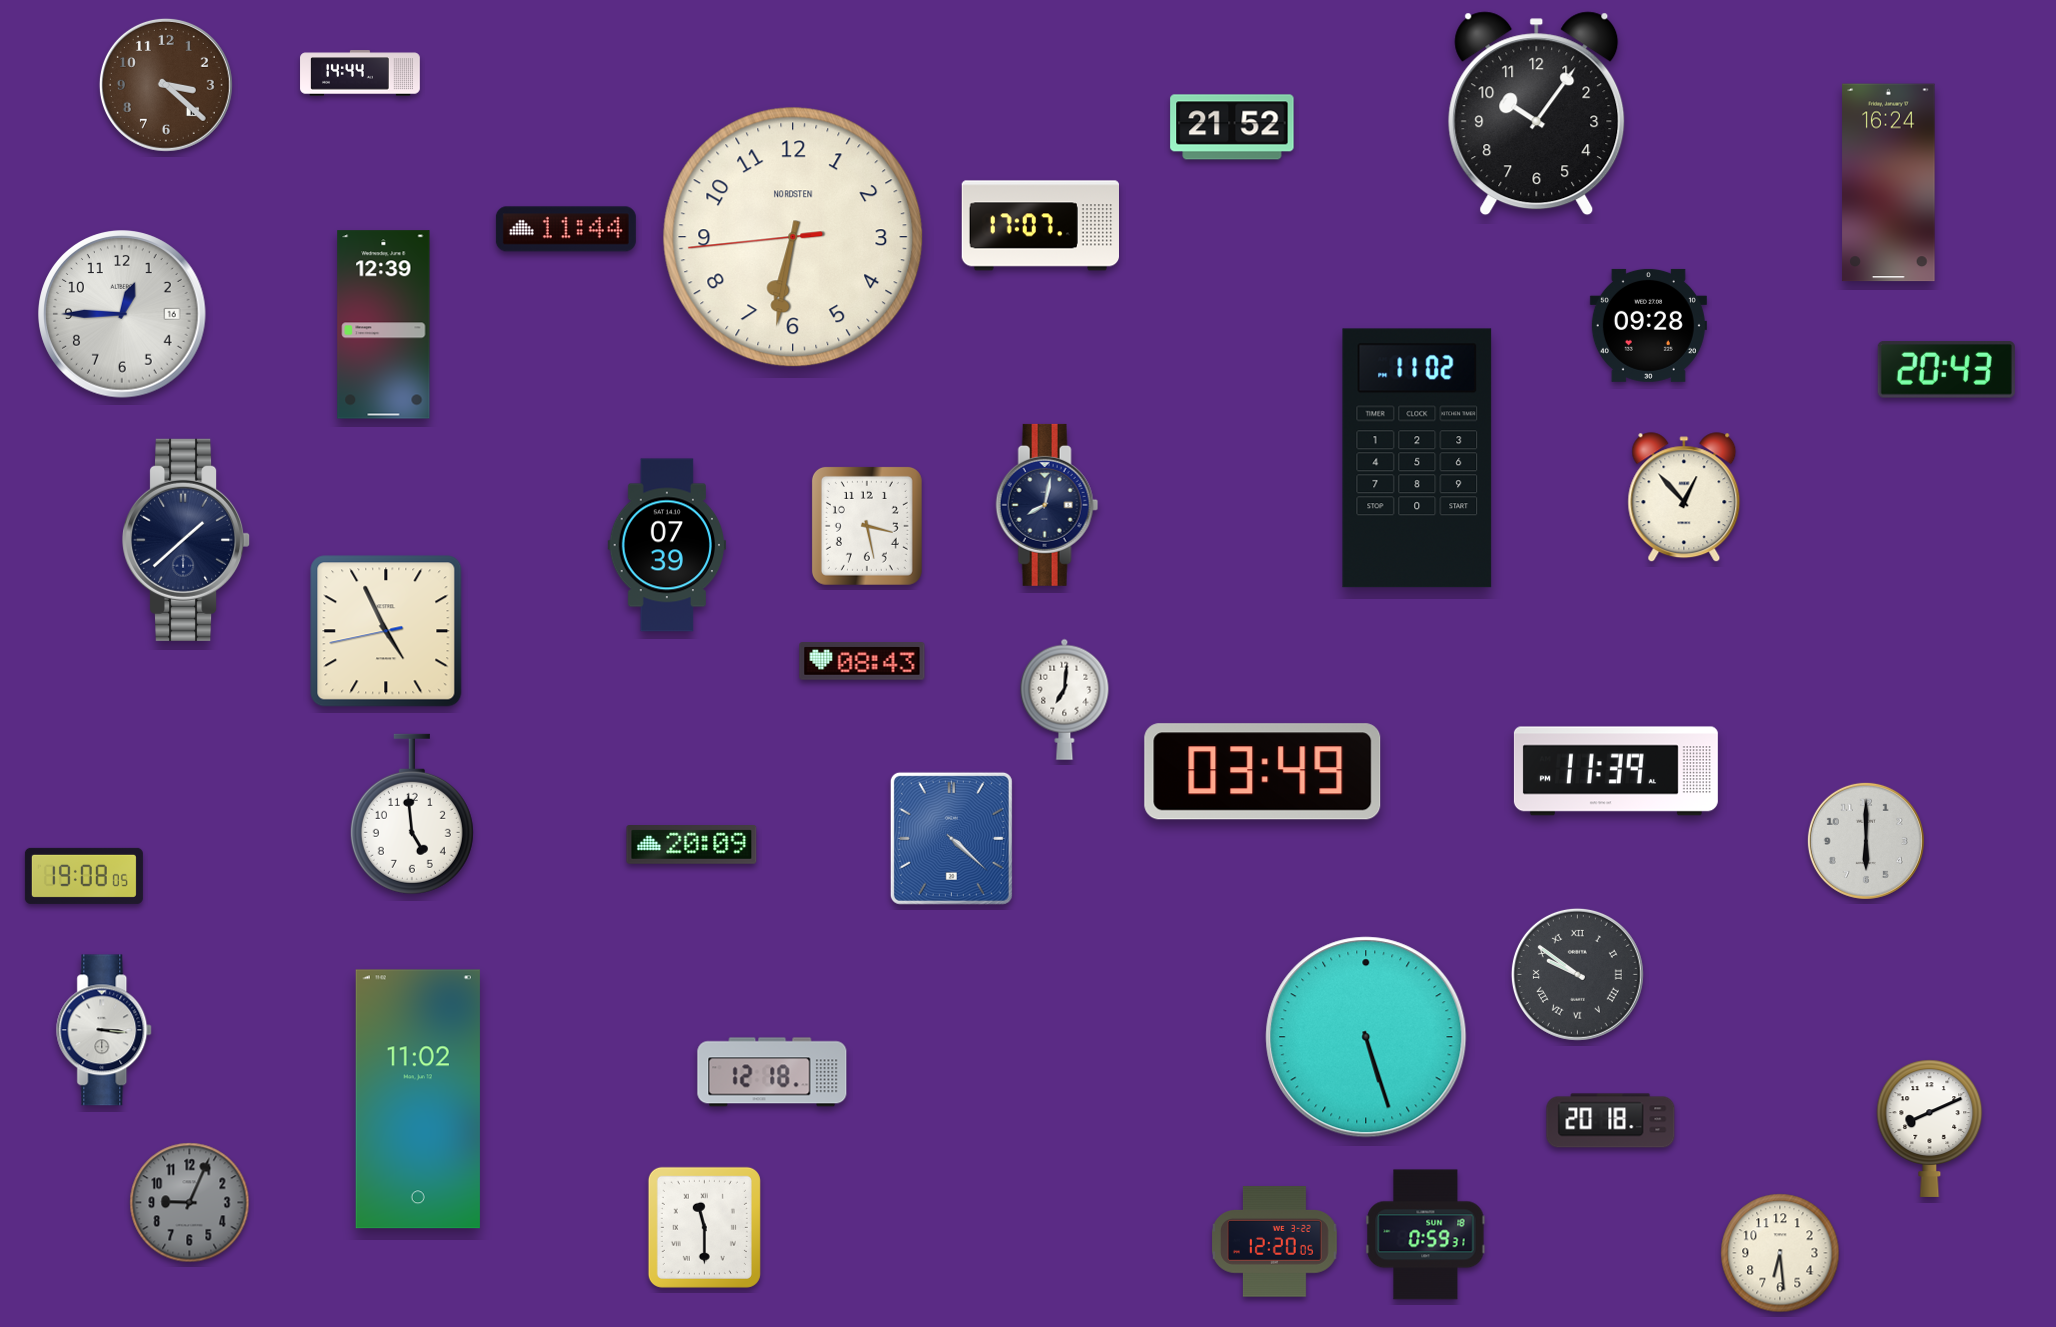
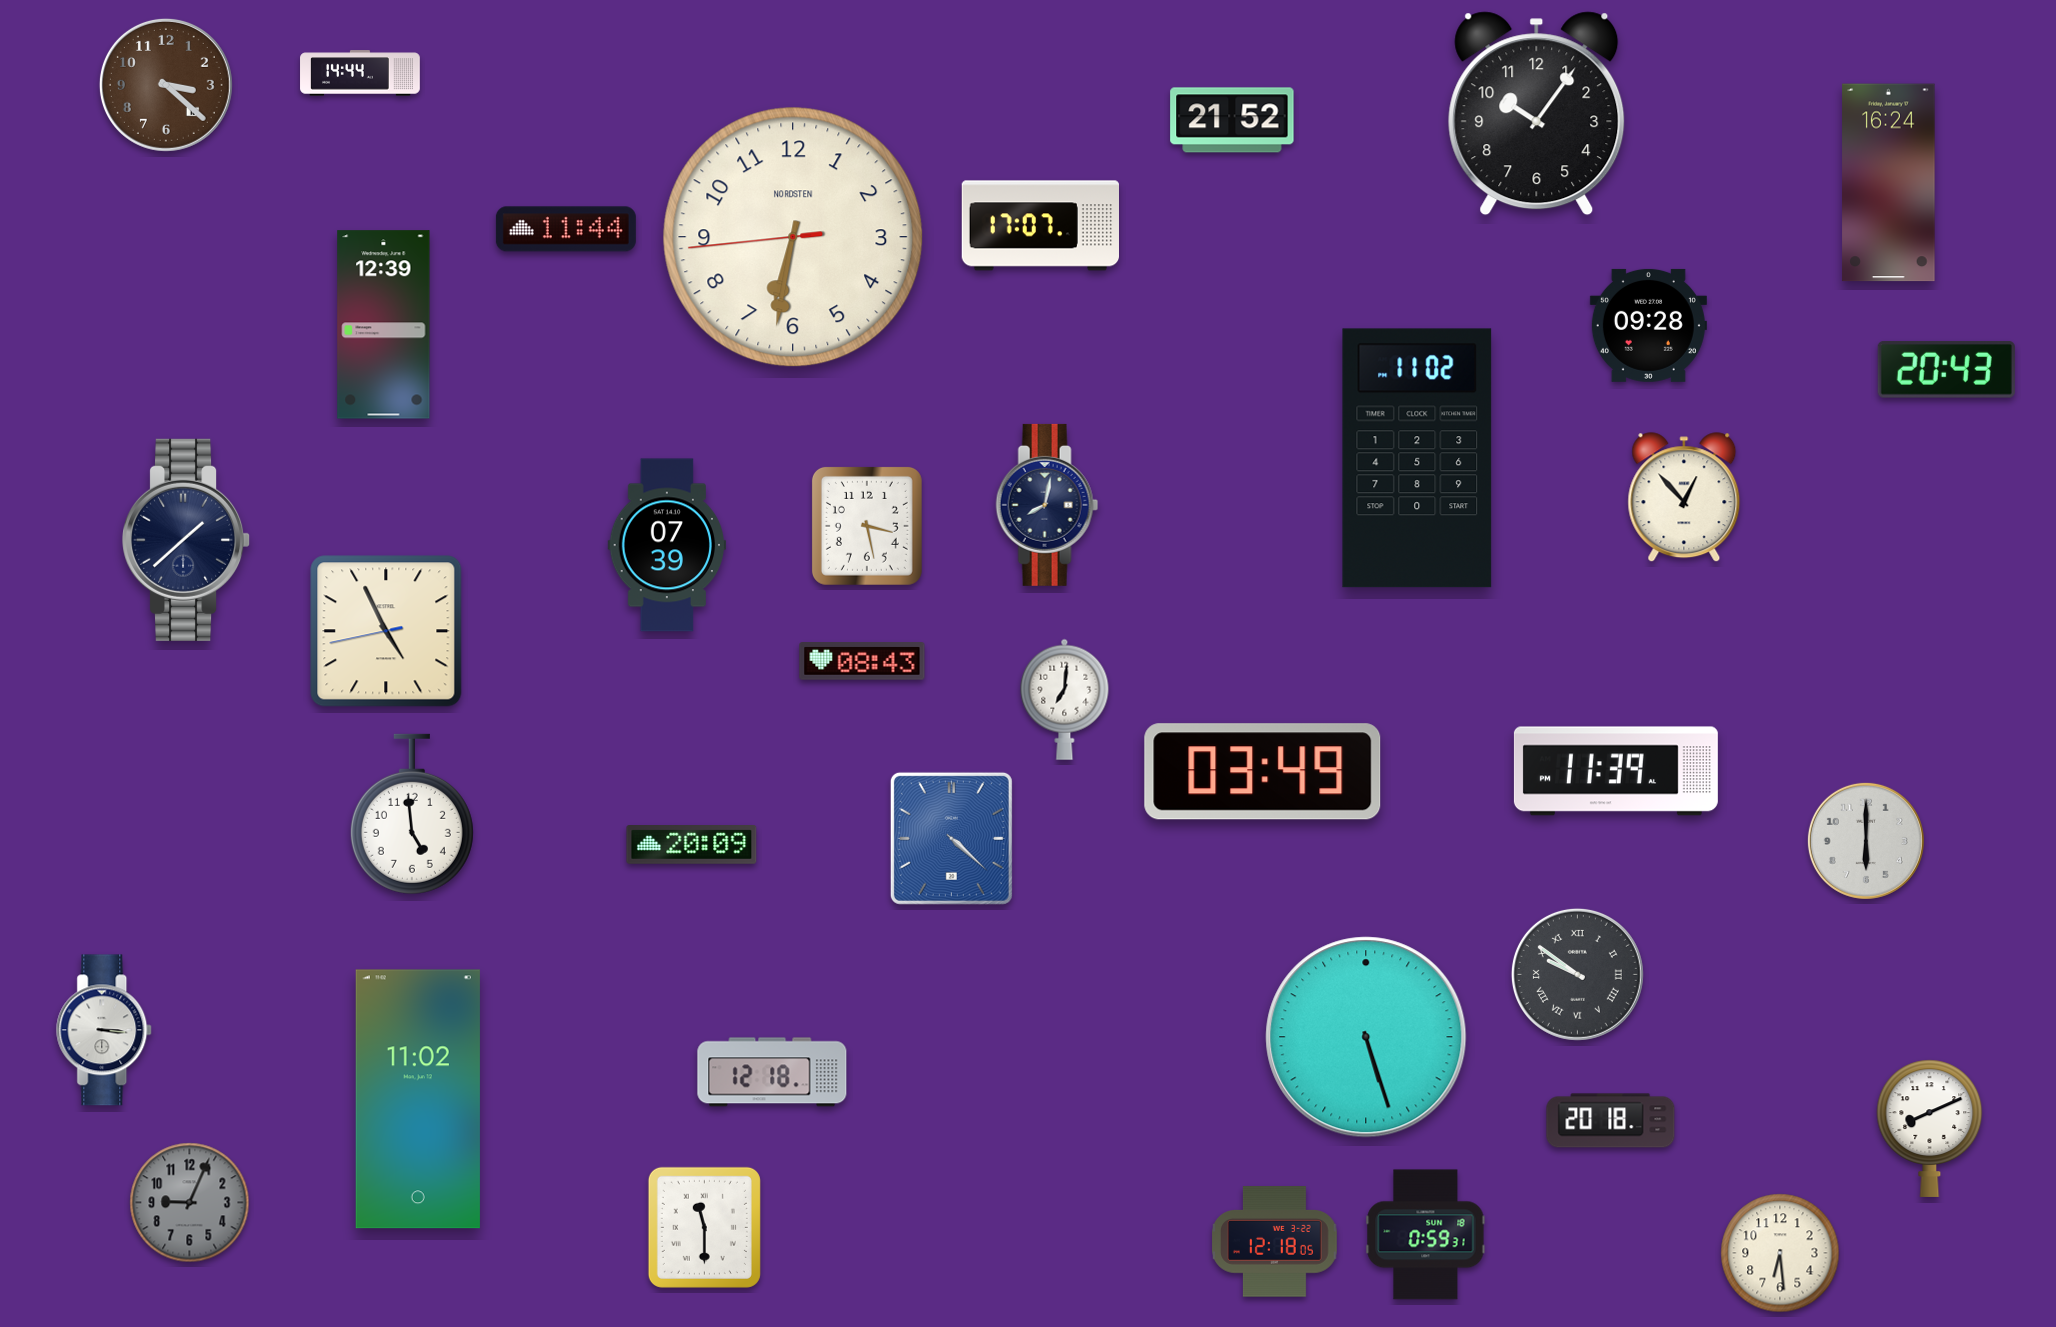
clock at (1232, 127) position: (1232, 127) -> (1232, 120)
clock at (122, 314): 12:45 -> none
clock at (84, 876): 19:08 -> none
clock at (1275, 1242): 12:20 -> 12:18
